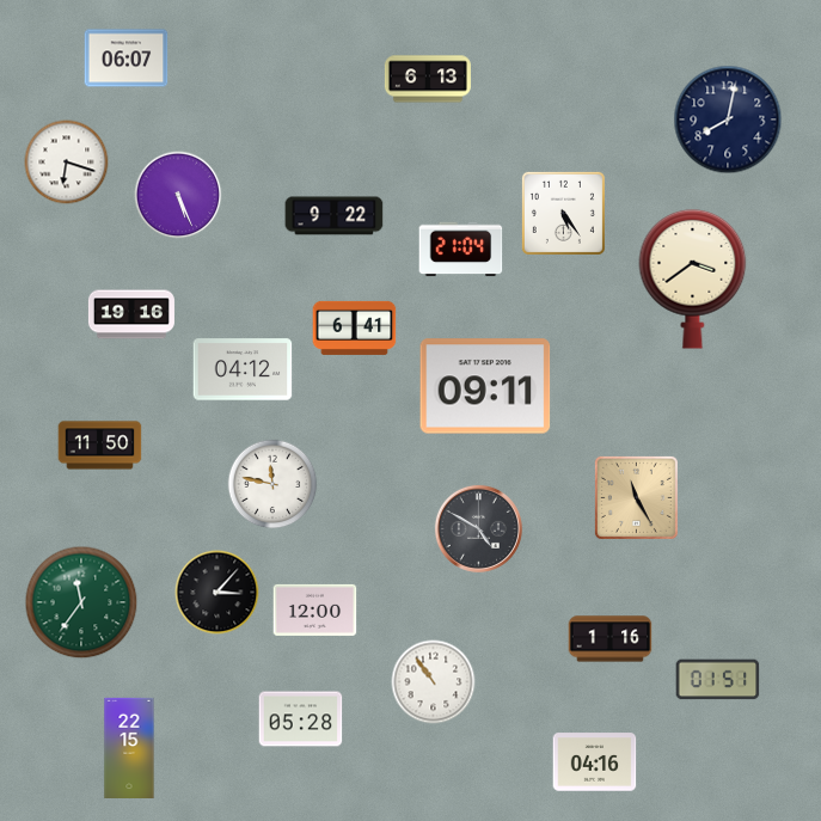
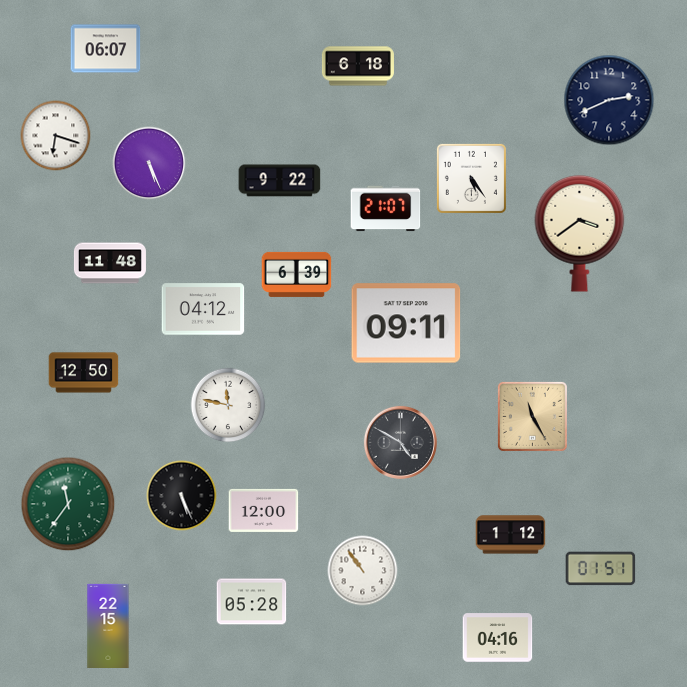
clock at (428, 79): 6:13 -> 6:18
clock at (728, 120): 8:02 -> 2:41
clock at (461, 250): 21:04 -> 21:07
clock at (131, 314): 19:16 -> 11:48
clock at (355, 327): 6:41 -> 6:39
clock at (100, 446): 11:50 -> 12:50
clock at (217, 593): 3:07 -> 5:26
clock at (611, 639): 1:16 -> 1:12
